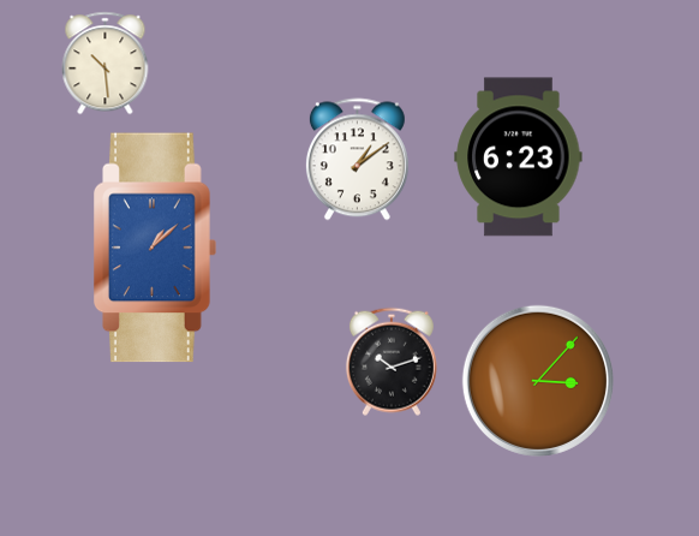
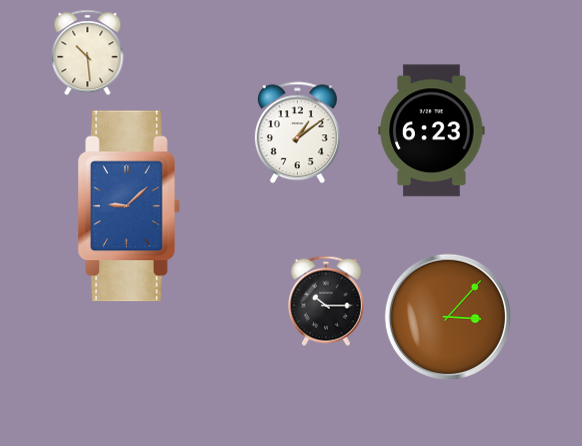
clock at (156, 248): 1:08 -> 9:08
clock at (392, 362): 10:12 -> 10:15
